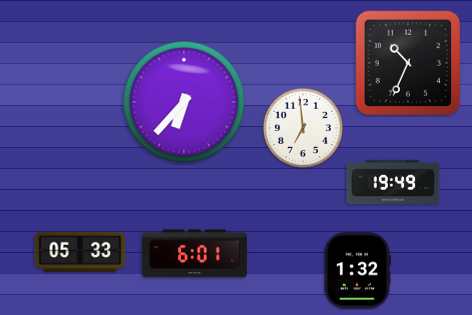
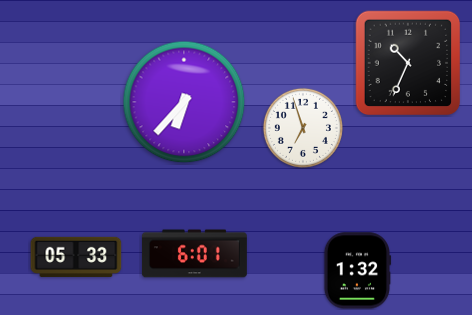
clock at (303, 128): 6:59 -> 6:57
clock at (393, 182): 19:49 -> none
clock at (80, 252) position: (80, 252) -> (76, 257)
